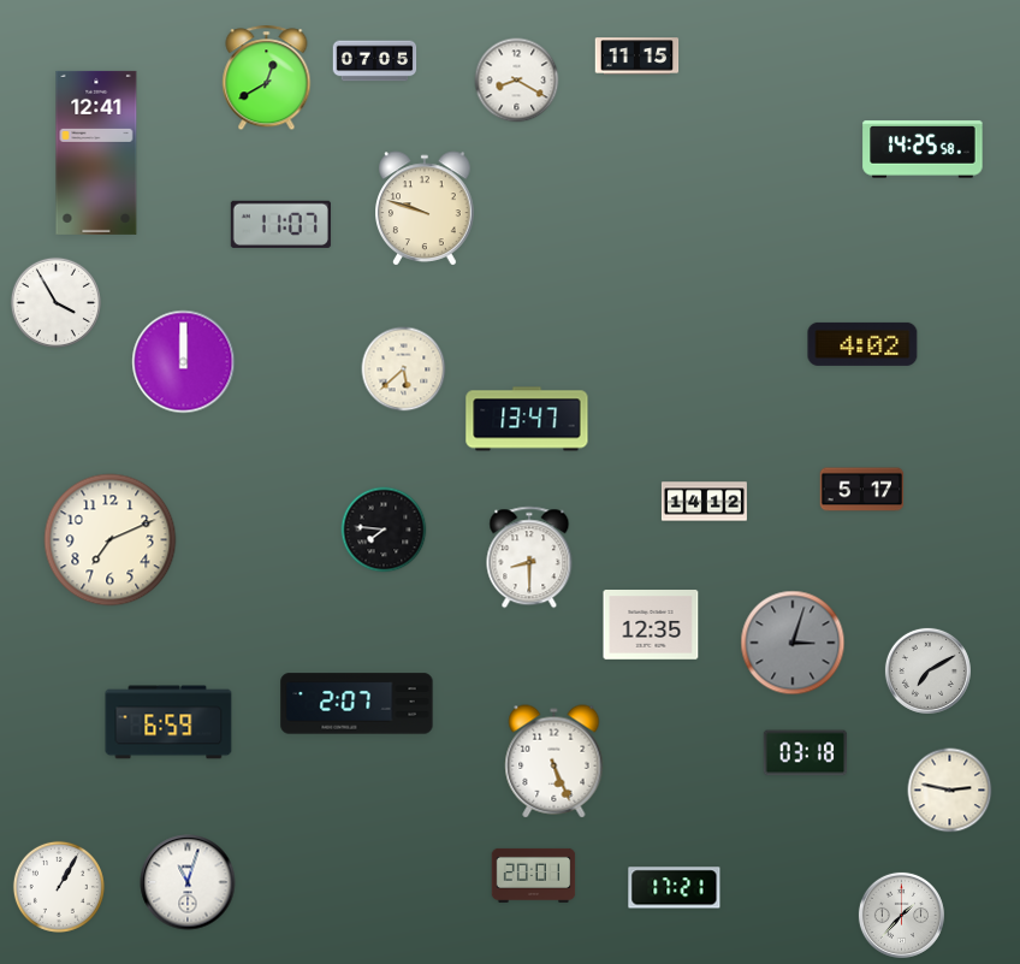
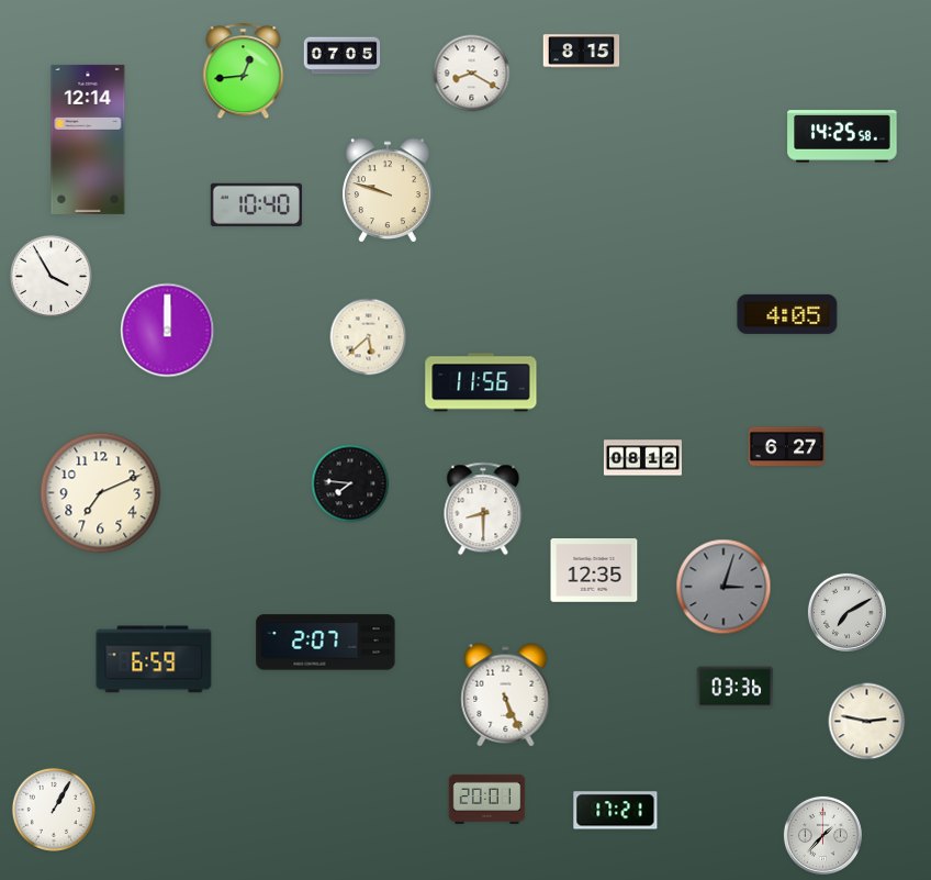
clock at (637, 57): 11:15 -> 8:15
clock at (267, 78): 12:40 -> 12:44
clock at (96, 153): 12:41 -> 12:14
clock at (280, 224): 11:07 -> 10:40
clock at (862, 344): 4:02 -> 4:05
clock at (527, 419): 13:47 -> 11:56
clock at (862, 490): 5:17 -> 6:27
clock at (704, 502): 14:12 -> 08:12
clock at (806, 753): 03:18 -> 03:36
clock at (188, 882): 11:03 -> none
